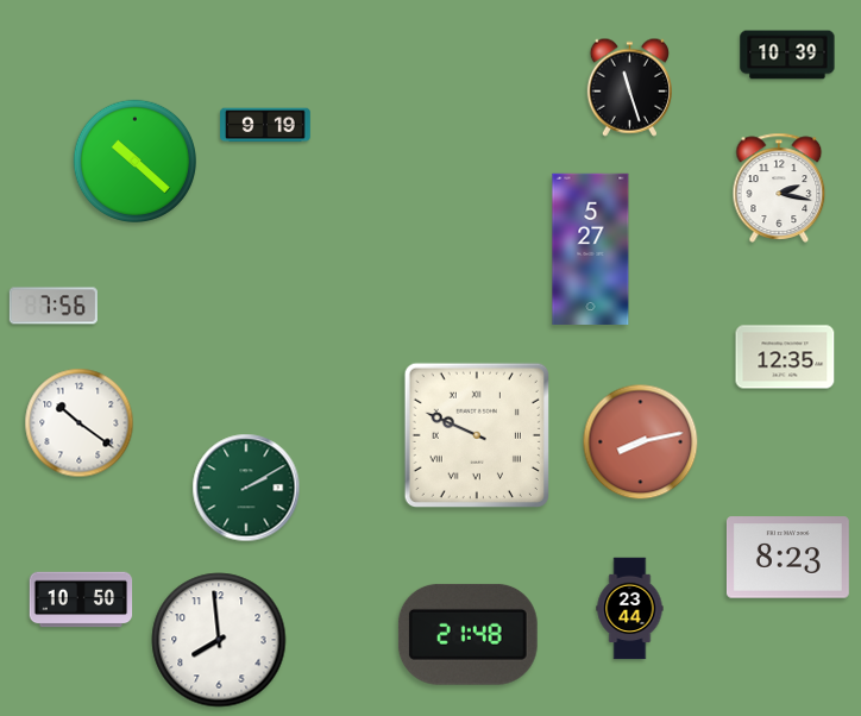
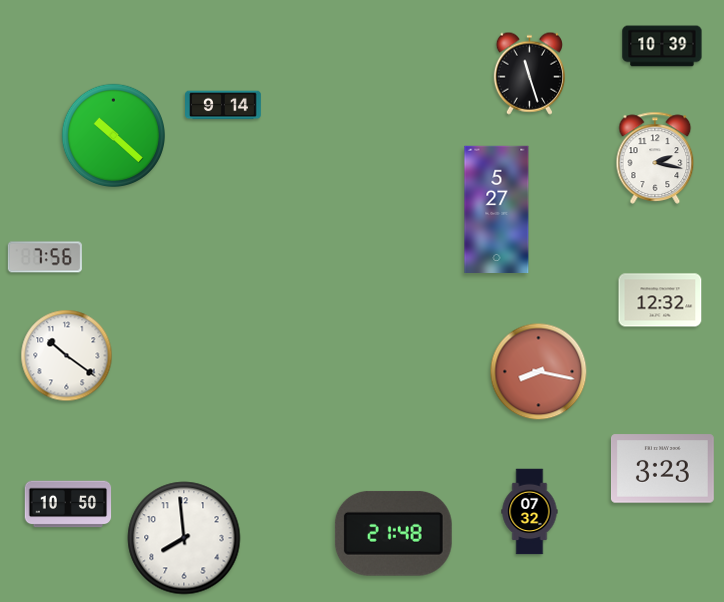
clock at (265, 125): 9:19 -> 9:14
clock at (785, 357): 12:35 -> 12:32
clock at (477, 435): 9:49 -> none
clock at (641, 442): 8:13 -> 8:17
clock at (246, 488): 2:10 -> none
clock at (787, 558): 8:23 -> 3:23
clock at (630, 609): 23:44 -> 07:32
